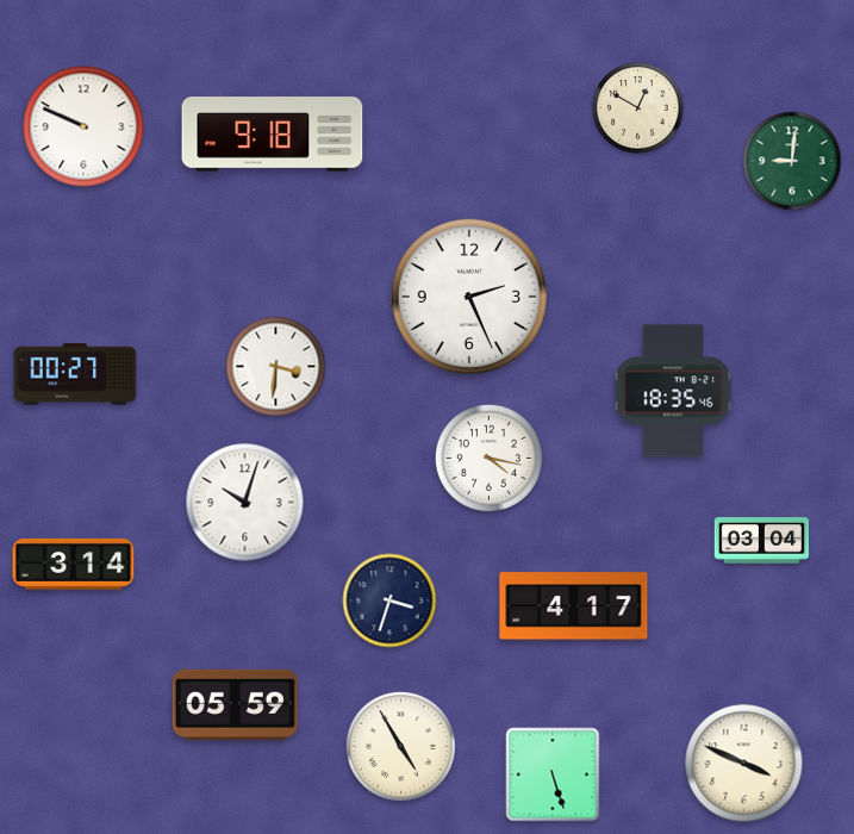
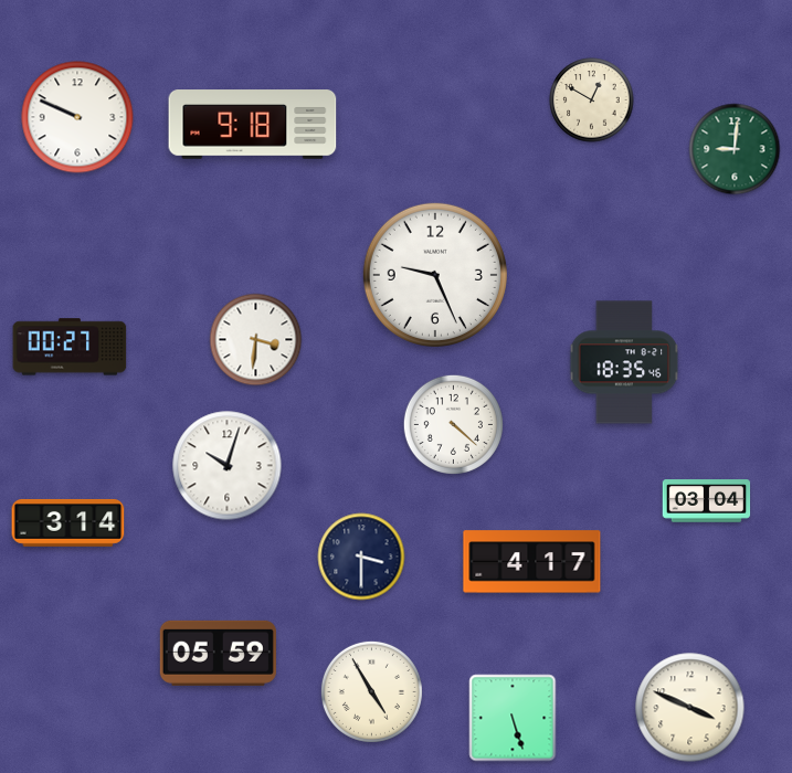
clock at (469, 297): 2:26 -> 9:26
clock at (488, 458): 4:17 -> 4:22
clock at (389, 600): 3:33 -> 3:30
